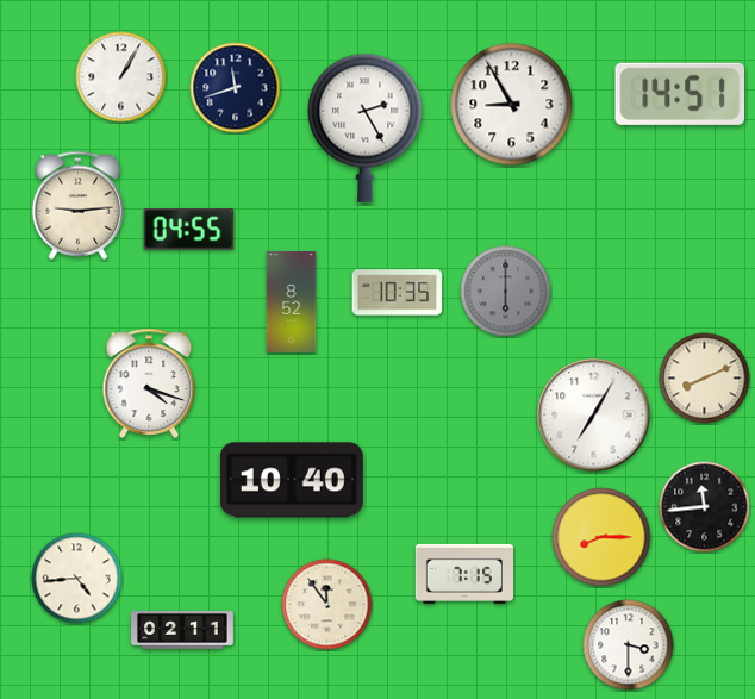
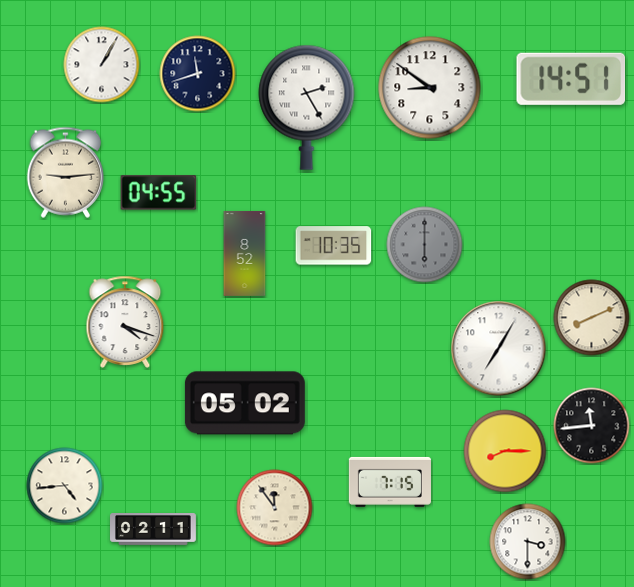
clock at (512, 105): 8:55 -> 8:51
clock at (292, 480): 10:40 -> 05:02
